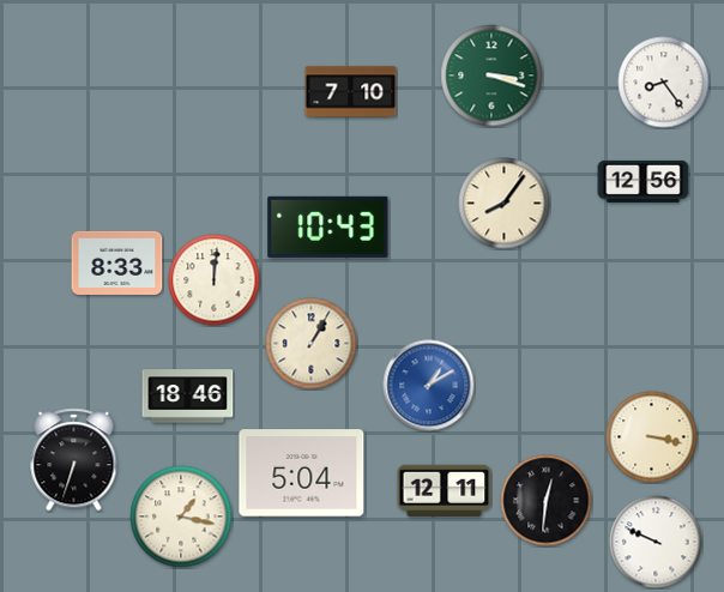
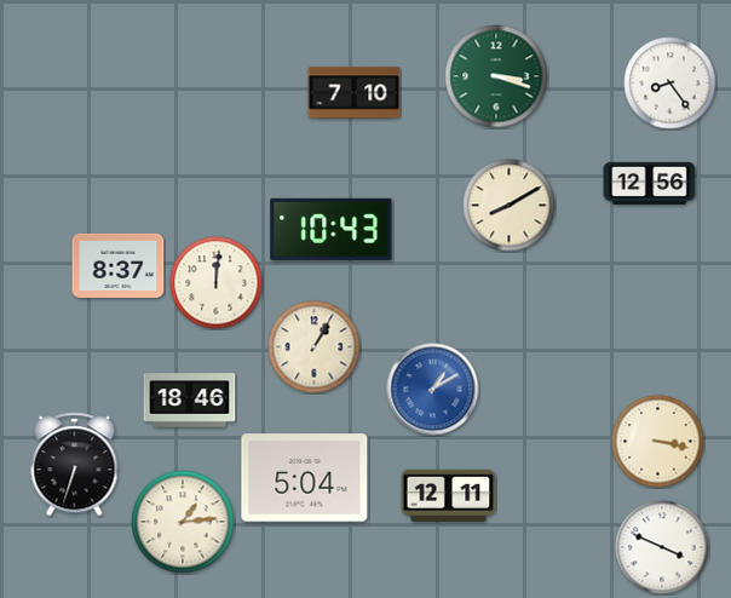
clock at (505, 204): 8:06 -> 8:10
clock at (117, 262): 8:33 -> 8:37
clock at (547, 501): 12:31 -> none
clock at (181, 517): 1:17 -> 1:14
clock at (656, 542): 9:49 -> 3:49
